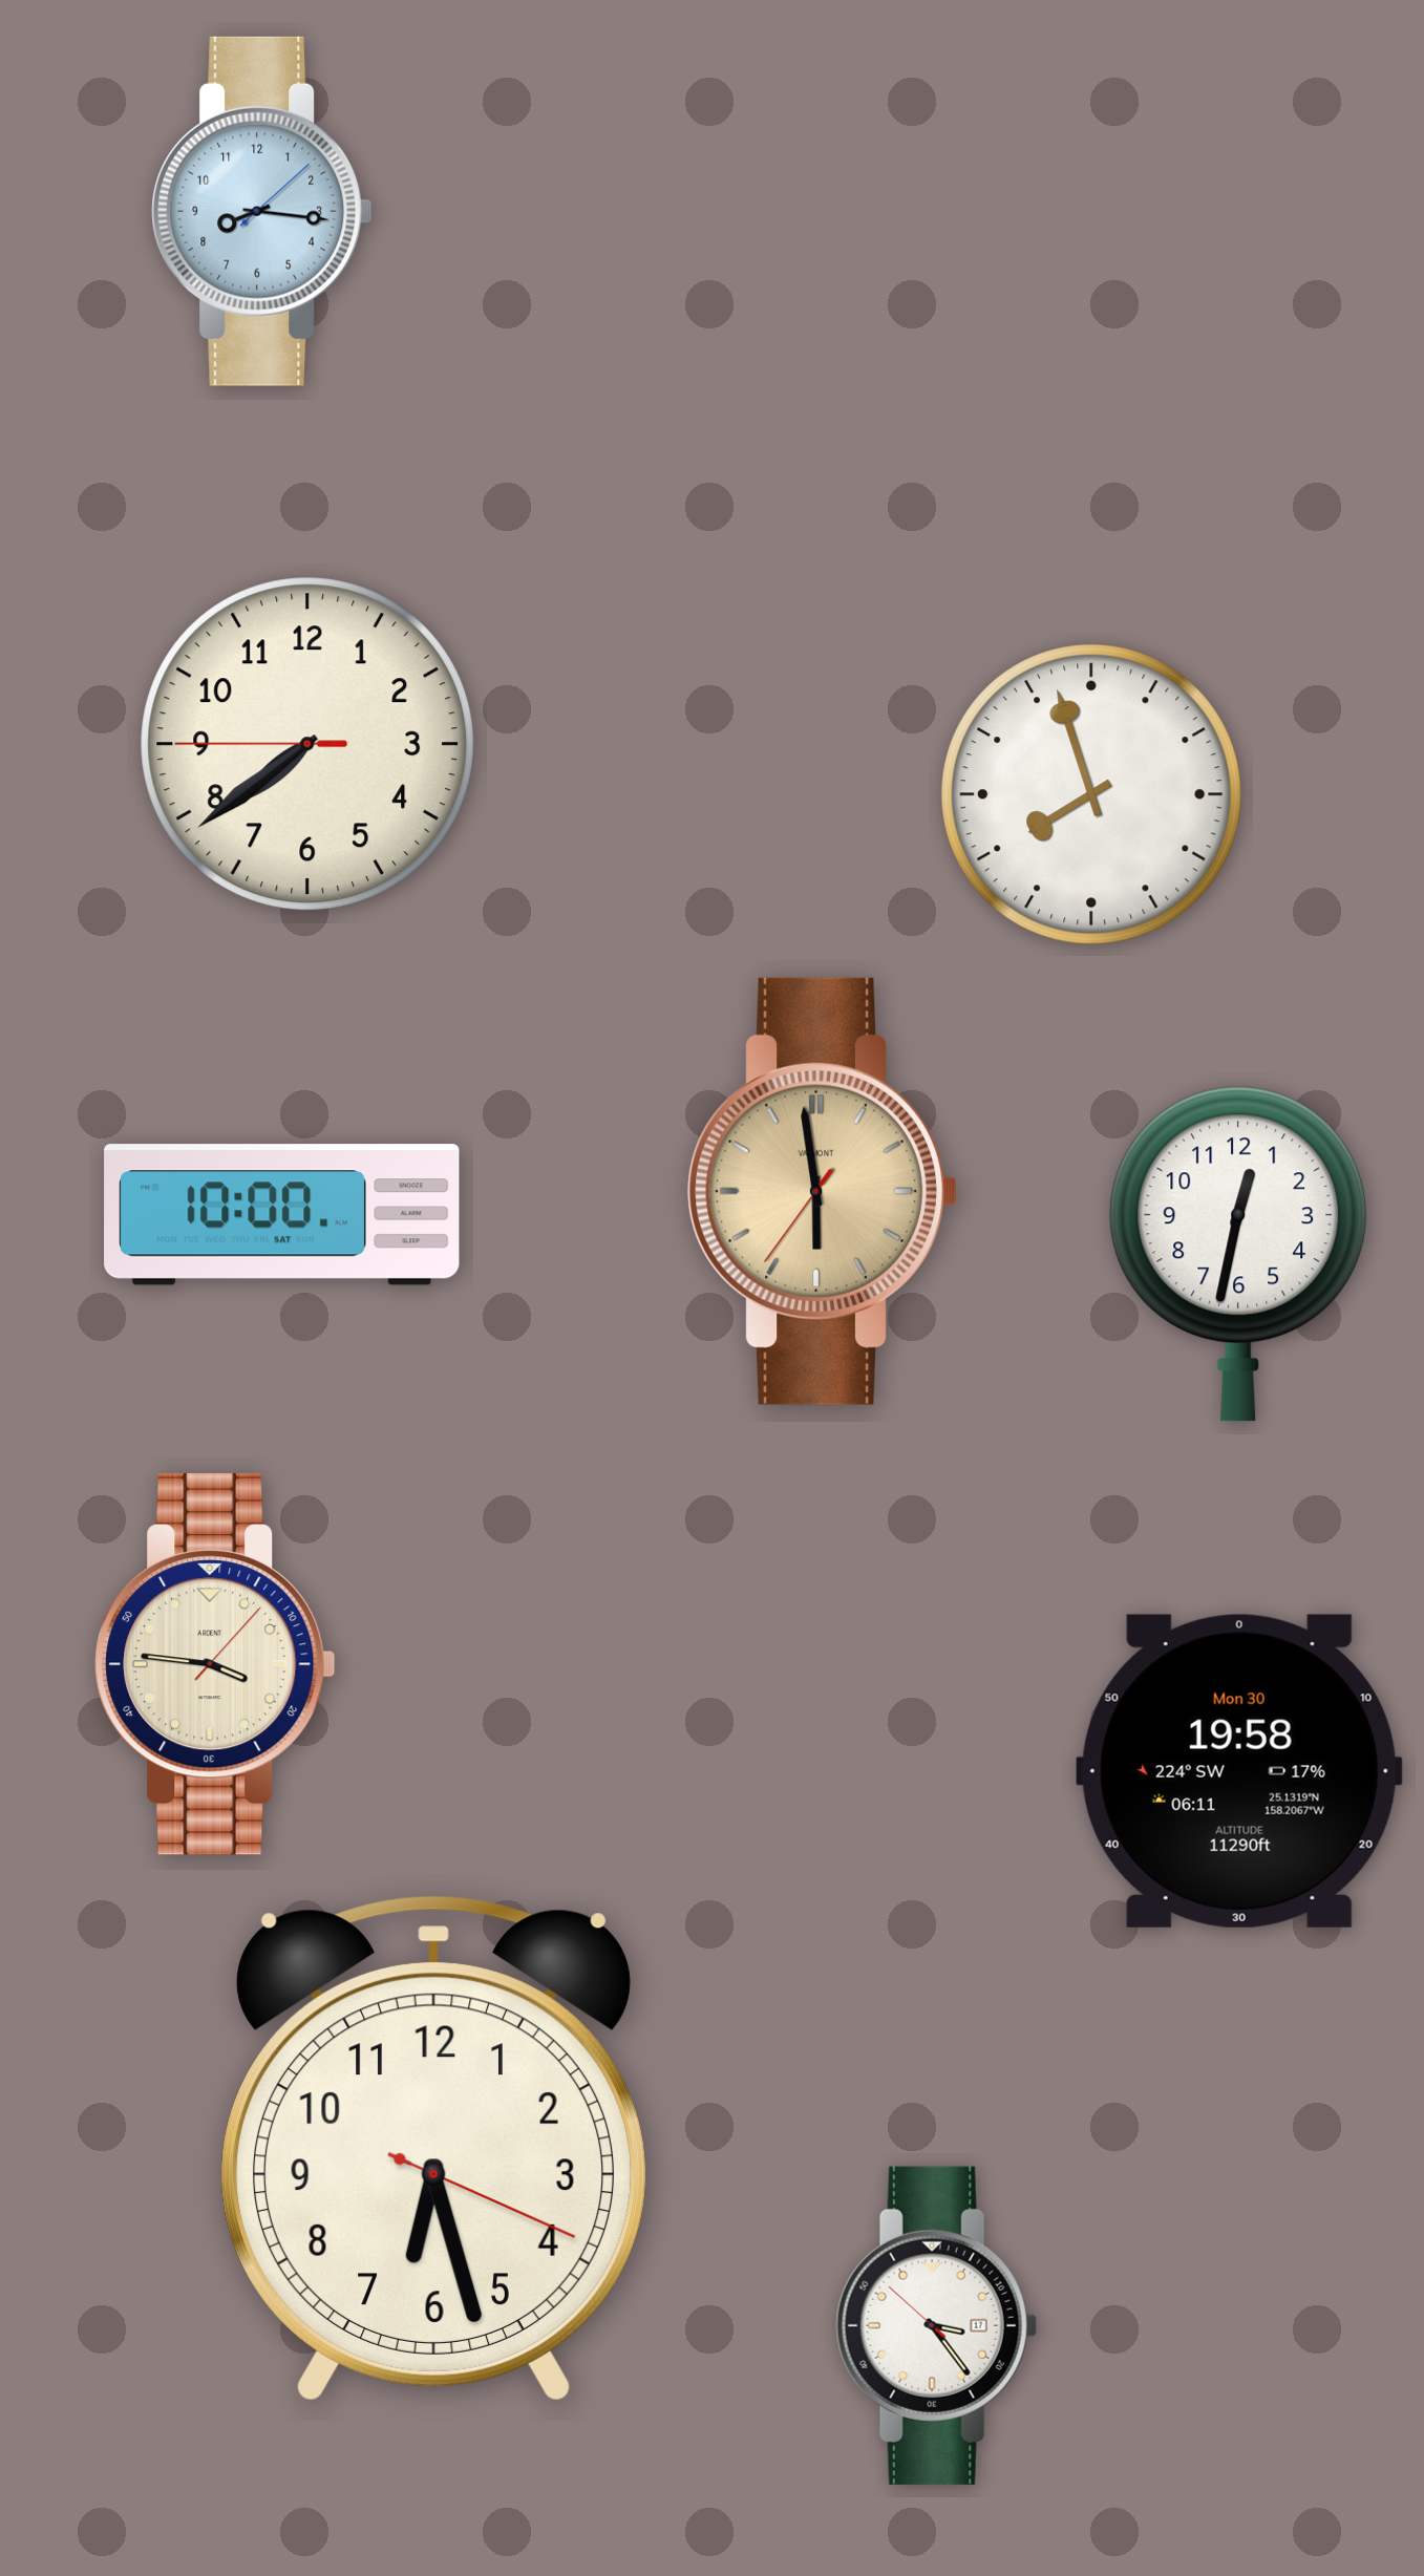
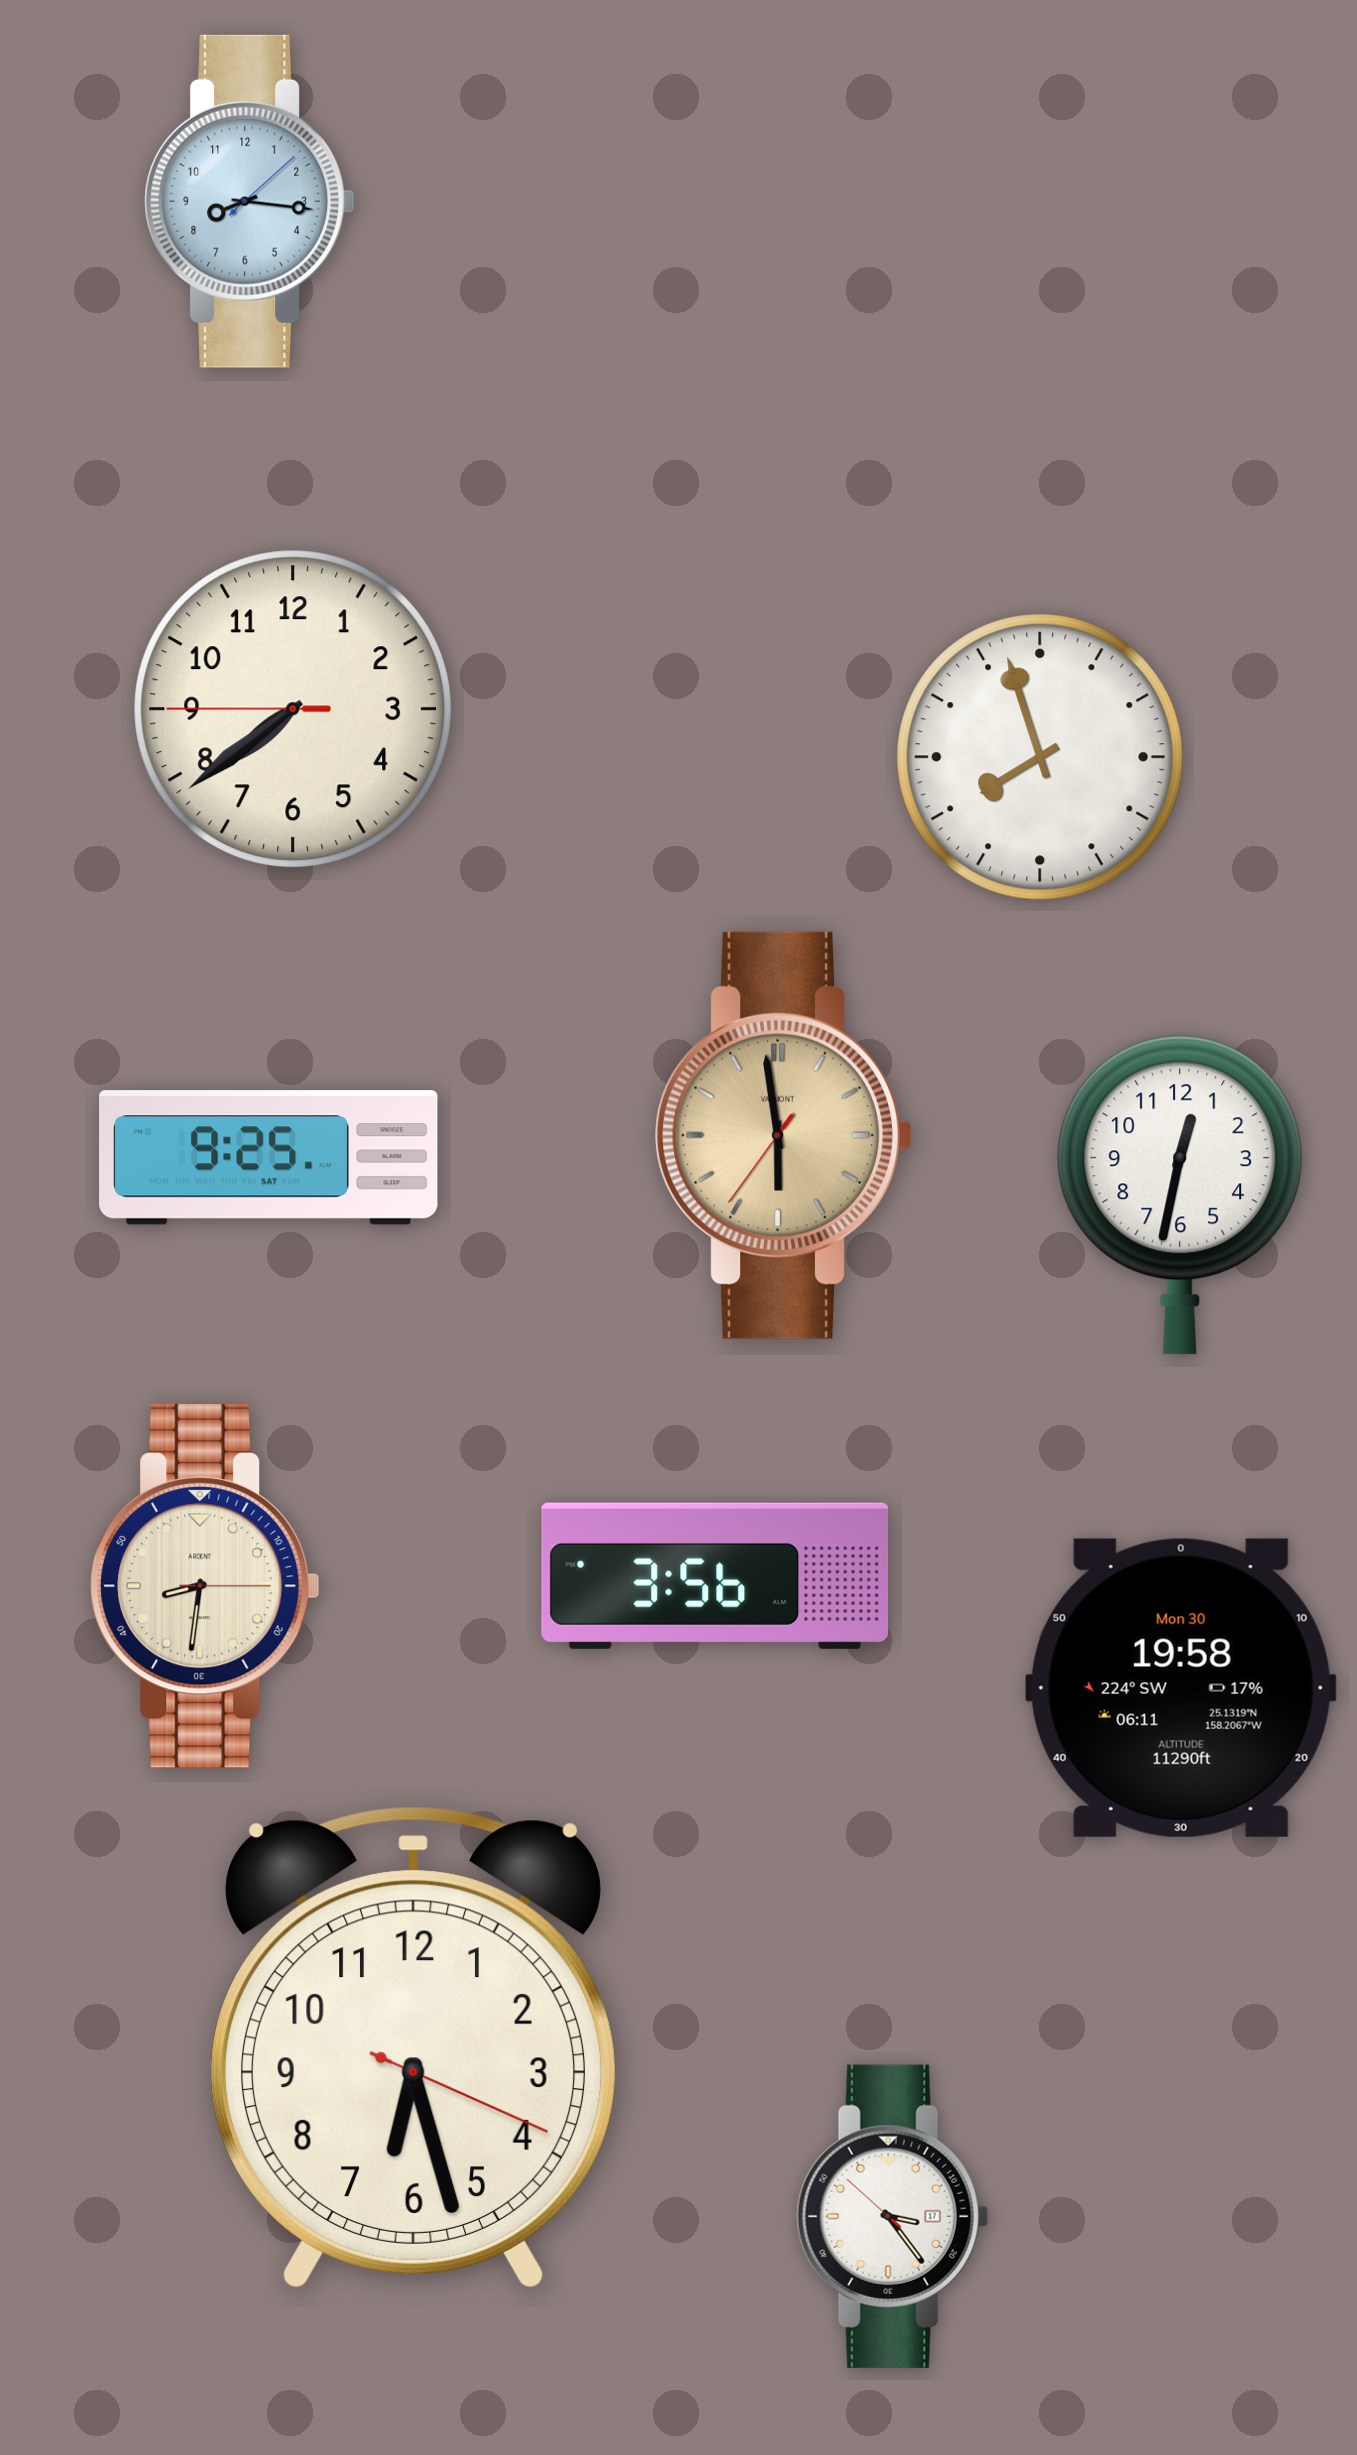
clock at (282, 1215): 10:00 -> 9:25
clock at (715, 1576): none -> 3:56
clock at (215, 1664): 3:46 -> 8:31
